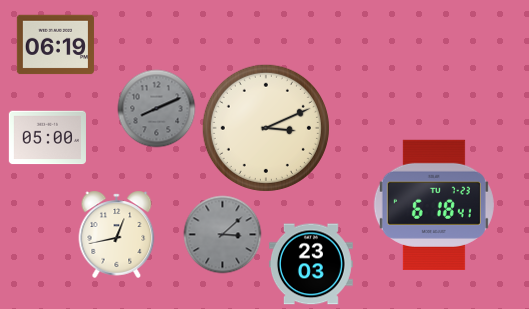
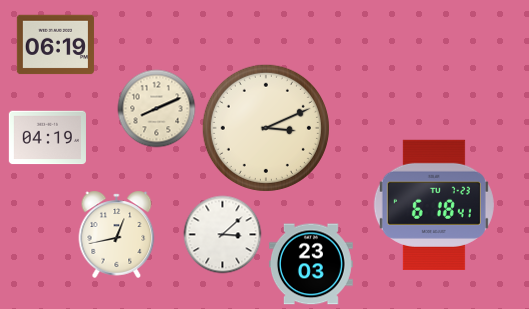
clock at (156, 108) dial: grey -> cream
clock at (47, 138): 05:00 -> 04:19
clock at (222, 234) dial: grey -> white
